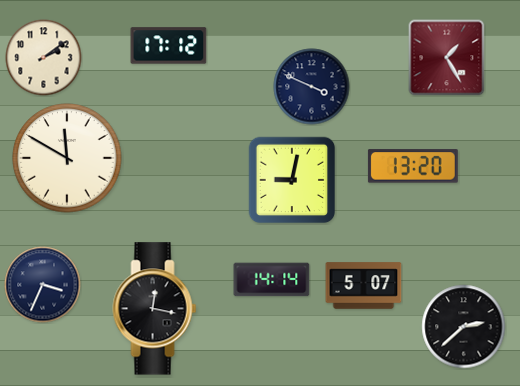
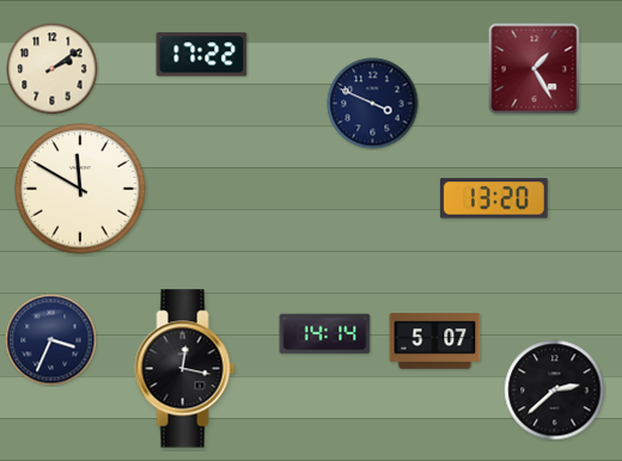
clock at (169, 46): 17:12 -> 17:22
clock at (292, 180): 9:02 -> none
